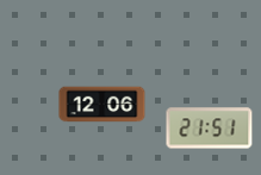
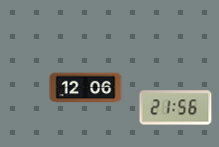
clock at (210, 129): 21:51 -> 21:56
